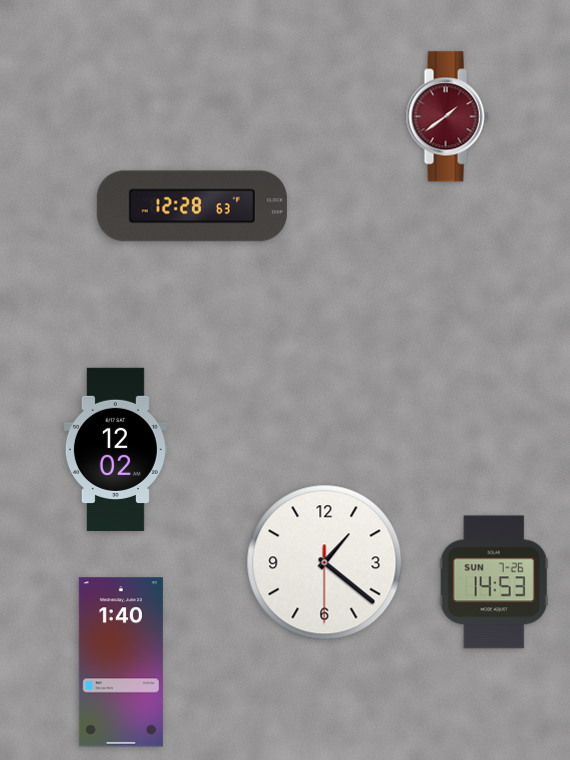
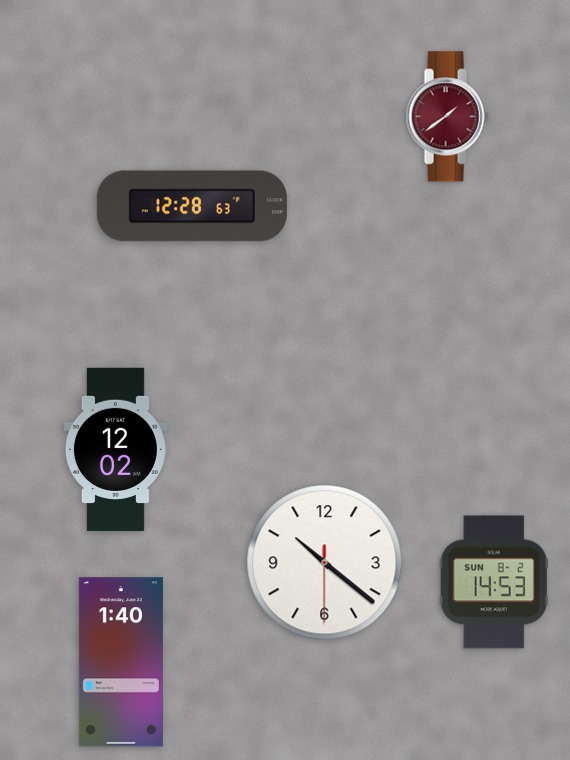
clock at (325, 563): 1:21 -> 10:21
clock at (494, 582) date: SUN 7-26 -> SUN 8-2
